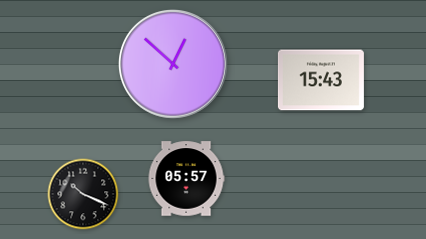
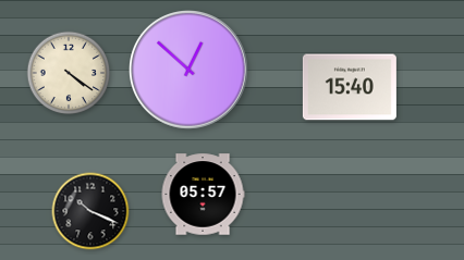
clock at (69, 73): none -> 4:21
clock at (321, 80): 15:43 -> 15:40
